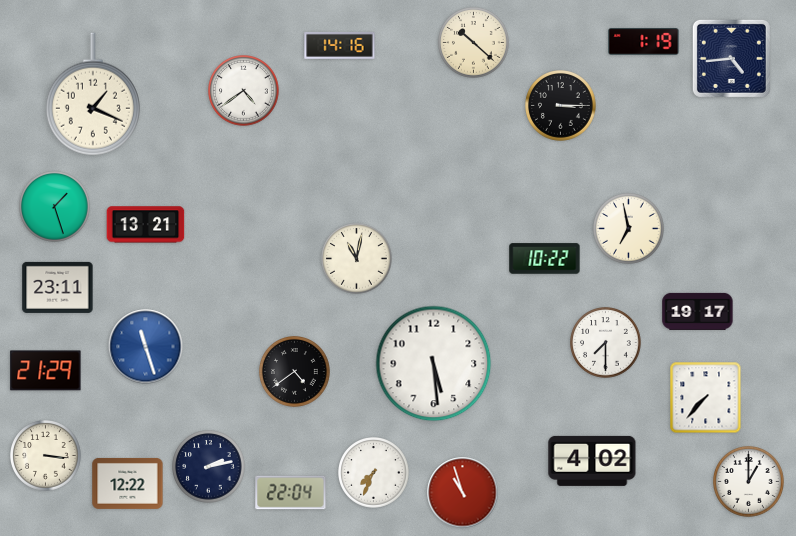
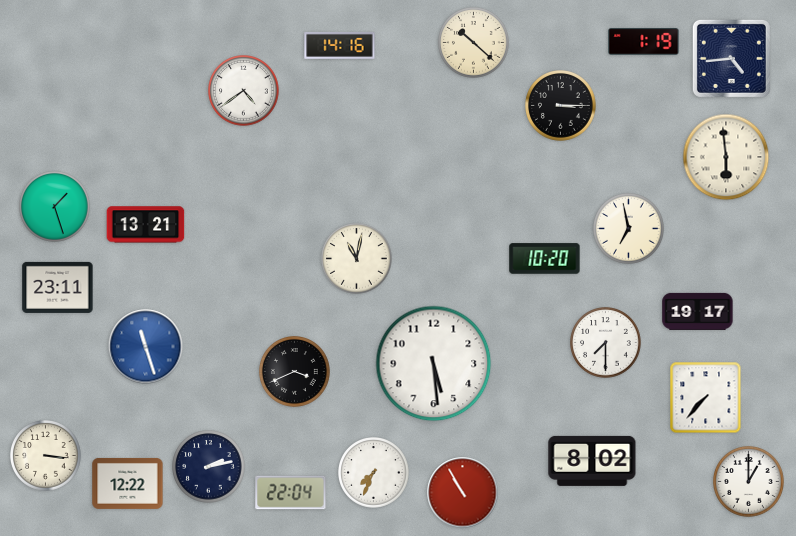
clock at (93, 94): 1:19 -> none
clock at (726, 157): none -> 5:59
clock at (545, 259): 10:22 -> 10:20
clock at (46, 371): 21:29 -> none
clock at (295, 372): 4:39 -> 3:41
clock at (592, 461): 4:02 -> 8:02
clock at (463, 493): 10:57 -> 10:55
